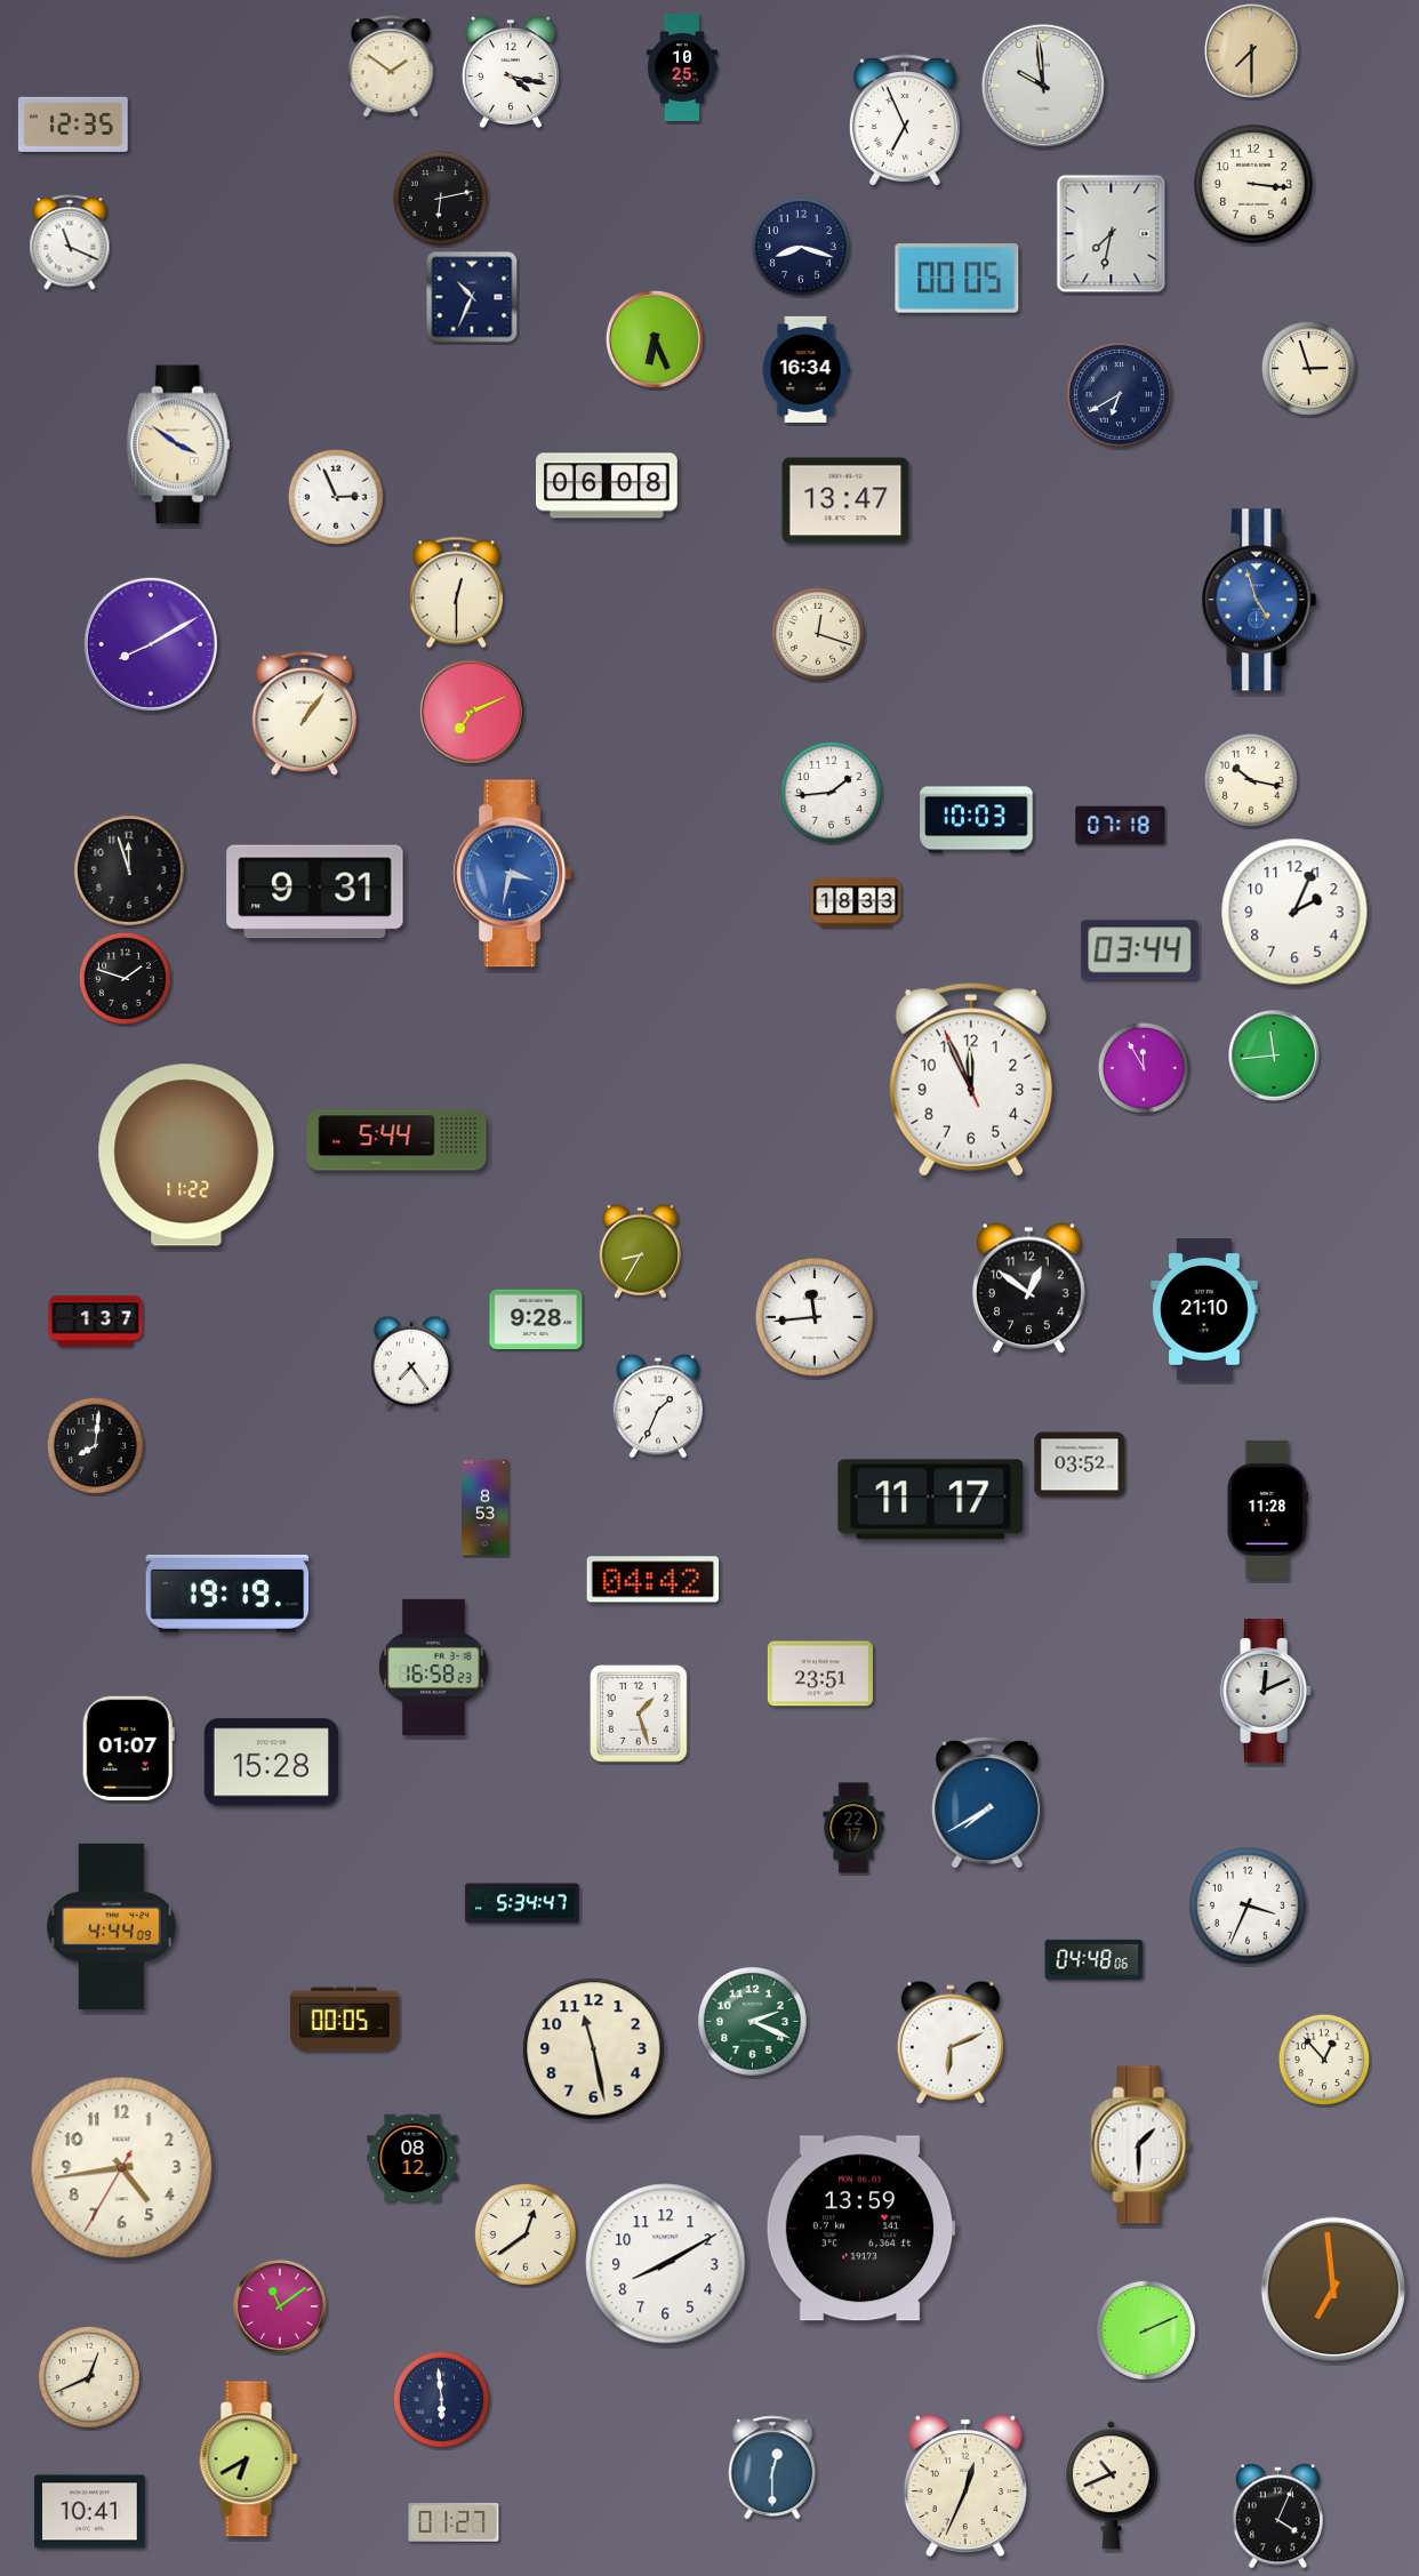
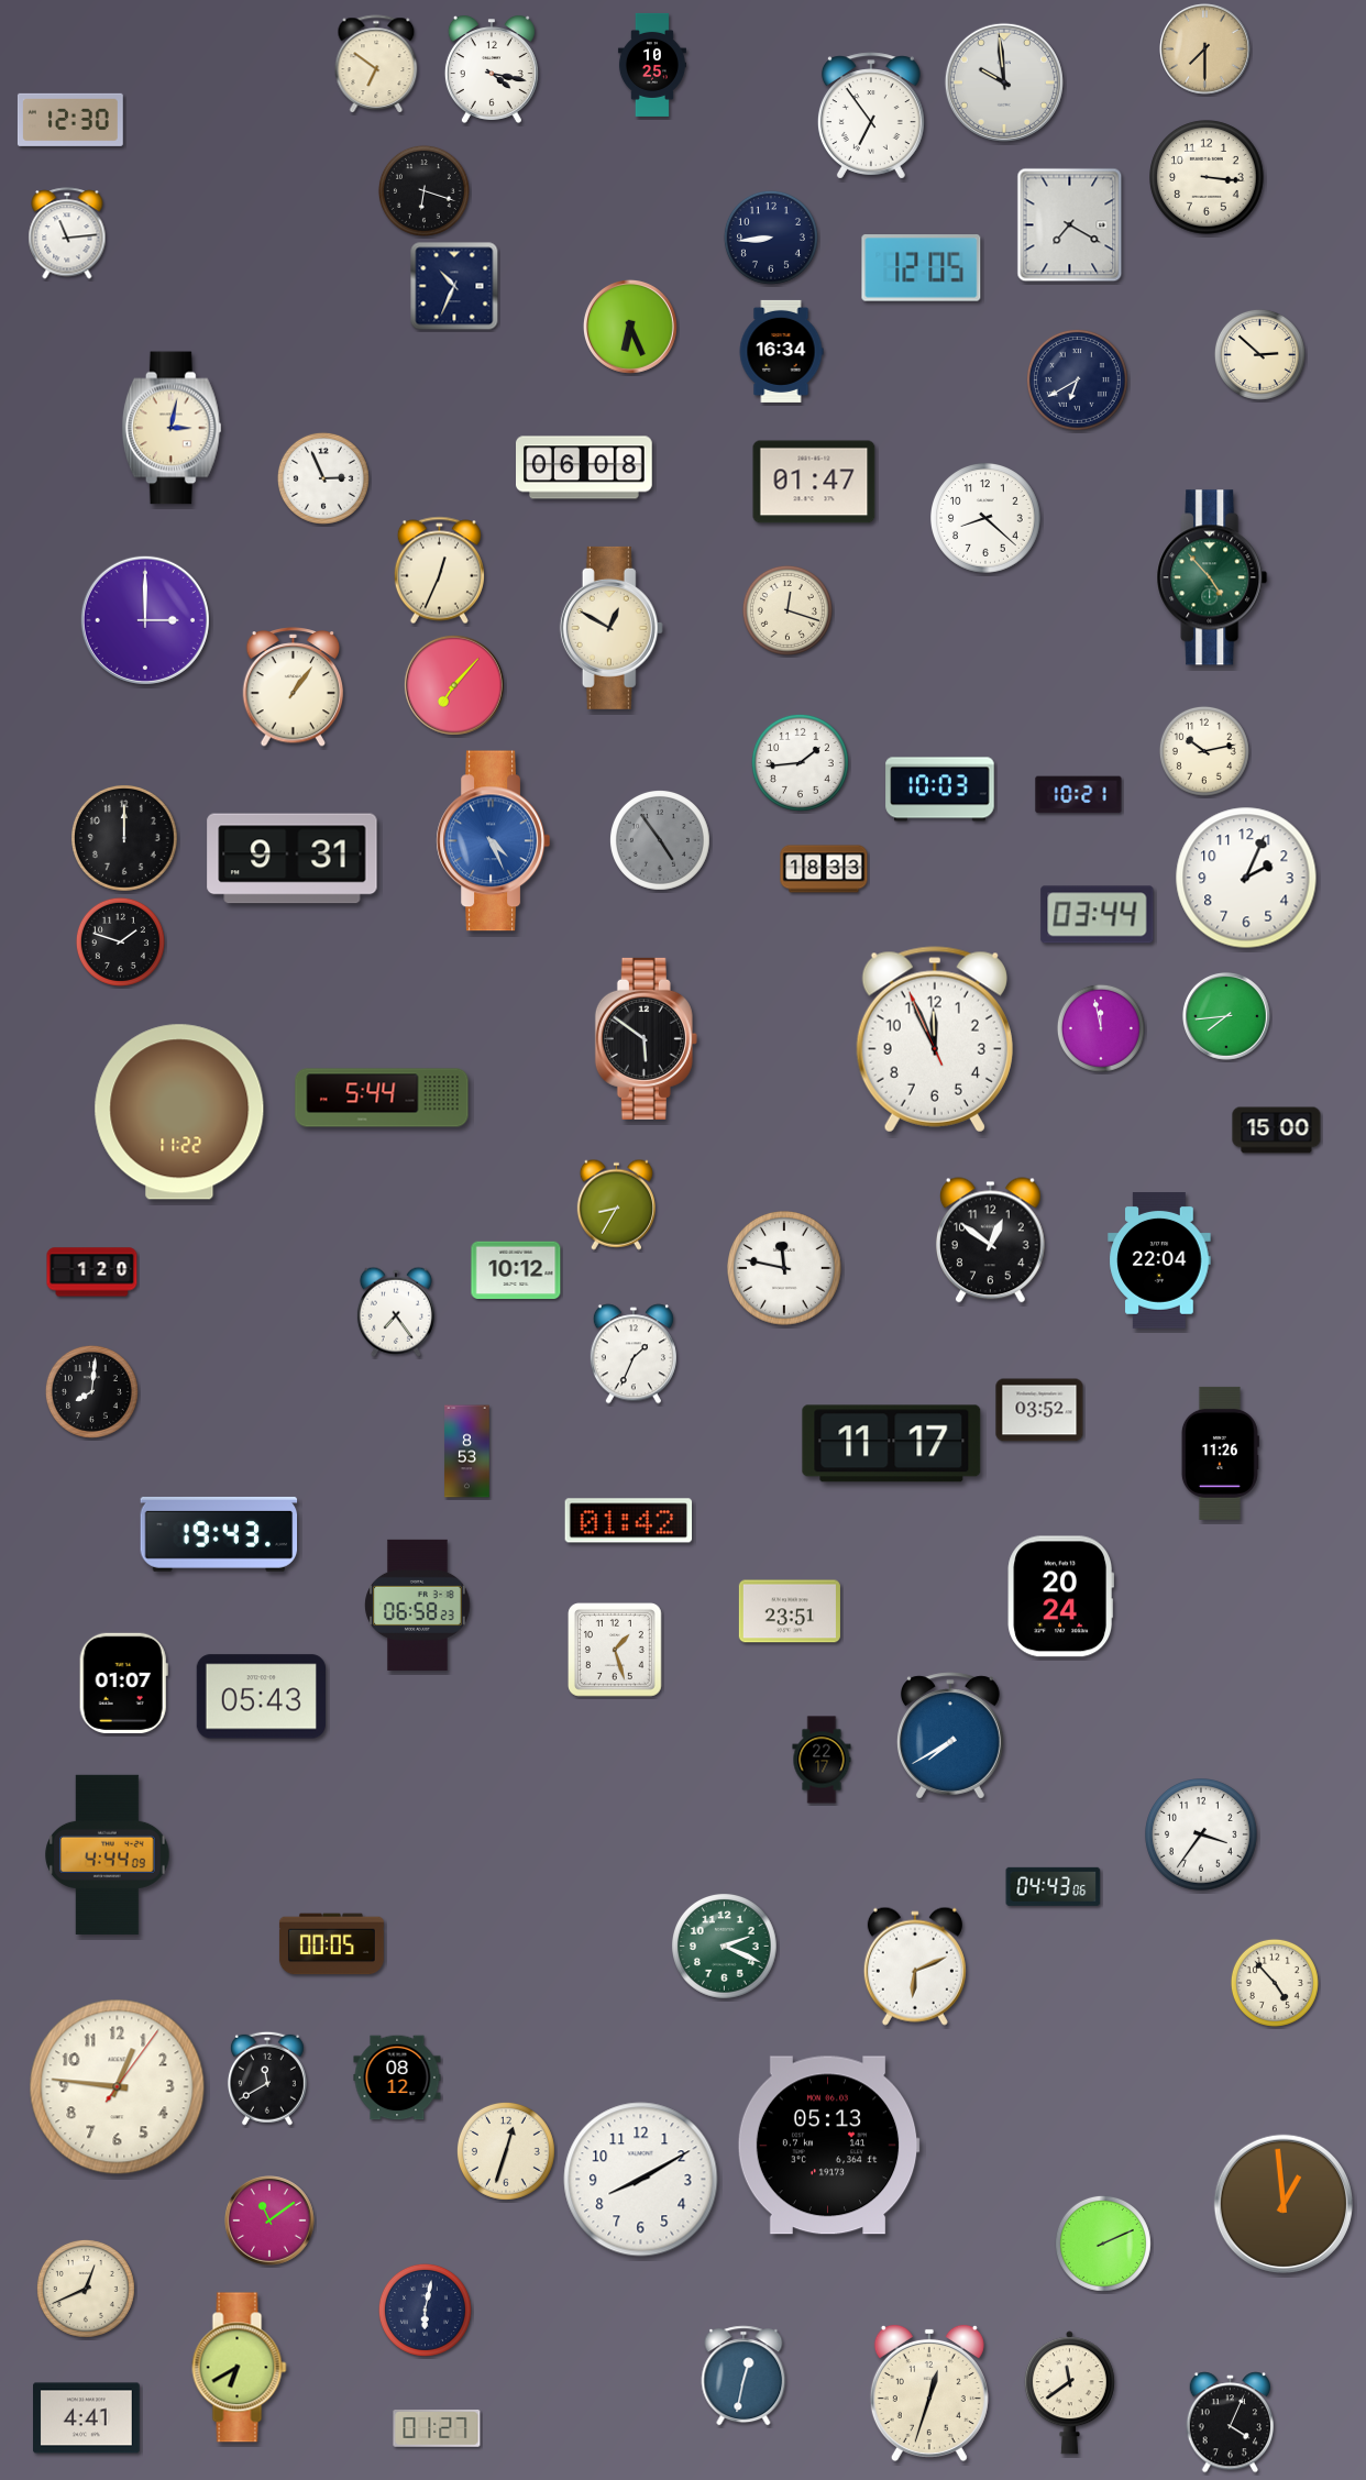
clock at (391, 66): 1:51 -> 6:51
clock at (682, 67) position: (682, 67) -> (652, 65)
clock at (905, 120): 6:56 -> 6:54
clock at (73, 125): 12:35 -> 12:30
clock at (440, 198): 6:13 -> 6:18
clock at (1112, 234): 7:32 -> 7:20
clock at (70, 242): 11:19 -> 11:14
clock at (801, 247): 8:18 -> 8:44
clock at (957, 279): 00:05 -> 12:05
clock at (1308, 368): 2:57 -> 2:52
clock at (805, 369) position: (805, 369) -> (781, 351)
clock at (178, 444): 3:51 -> 3:02
clock at (845, 500): 13:47 -> 01:47
clock at (987, 519): none -> 8:22
clock at (456, 593): 12:30 -> 12:34
clock at (1259, 600): 4:57 -> 4:53
clock at (1259, 600) dial: blue -> green
clock at (151, 644): 8:10 -> 3:00
clock at (612, 628): none -> 12:50
clock at (472, 712): 7:11 -> 7:07
clock at (1251, 780): 10:17 -> 10:13
clock at (1121, 826): 07:18 -> 10:21
clock at (130, 872): 11:57 -> 12:00
clock at (660, 840): none -> 4:54
clock at (513, 874): 3:32 -> 4:26
clock at (315, 892) position: (315, 892) -> (293, 859)
clock at (1275, 1057): 11:44 -> 7:44
clock at (1144, 1068): 11:55 -> 11:58
clock at (646, 1038): none -> 5:51
clock at (1277, 1131): none -> 15:00
clock at (1204, 1310): 21:10 -> 22:04
clock at (815, 1317): 11:44 -> 11:47
clock at (536, 1319): 9:28 -> 10:12
clock at (96, 1322): 1:37 -> 1:20
clock at (931, 1500) position: (931, 1500) -> (892, 1444)
clock at (1267, 1509): 11:28 -> 11:26
clock at (654, 1580): 04:42 -> 01:42
clock at (227, 1594): 19:19 -> 19:43
clock at (1060, 1597): none -> 20:24
clock at (434, 1667): 16:58 -> 06:58
clock at (1267, 1691): 12:11 -> none
clock at (271, 1763): 15:28 -> 05:43
clock at (522, 1903): 5:34 -> none
clock at (1248, 1905): 3:34 -> 3:36
clock at (1095, 1959): 04:48 -> 04:43
clock at (594, 2049): 11:28 -> none
clock at (1324, 2060): 12:53 -> 4:53
clock at (1141, 2145): 1:30 -> none
clock at (267, 2079): none -> 11:40
clock at (122, 2168): 4:43 -> 12:46
clock at (860, 2229): 13:59 -> 05:13
clock at (526, 2234): 12:39 -> 12:33
clock at (1332, 2288): 6:59 -> 12:59
clock at (441, 2399): 5:59 -> 6:02
clock at (772, 2467): 12:30 -> 12:32
clock at (965, 2486): 12:34 -> 12:33
clock at (1111, 2486): 10:41 -> 11:39
clock at (90, 2512): 10:41 -> 4:41
